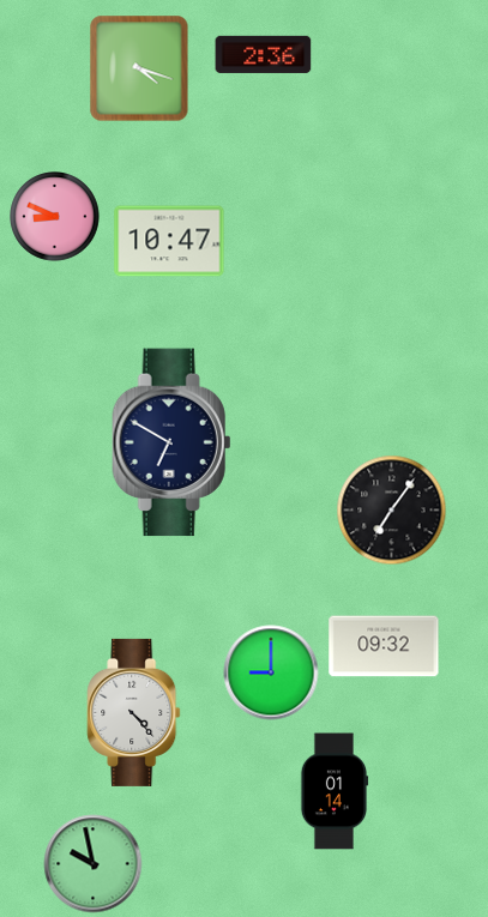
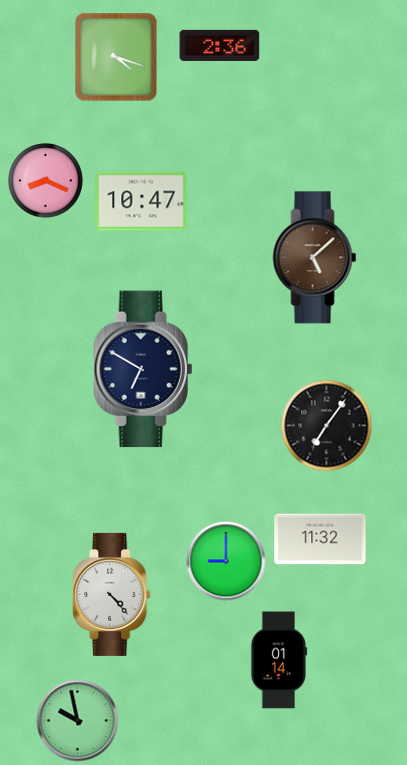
clock at (55, 217): 8:49 -> 8:19
clock at (315, 258): none -> 5:08
clock at (384, 646): 09:32 -> 11:32
